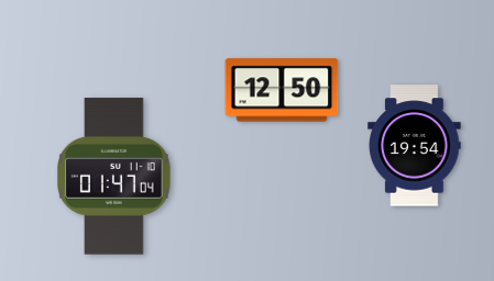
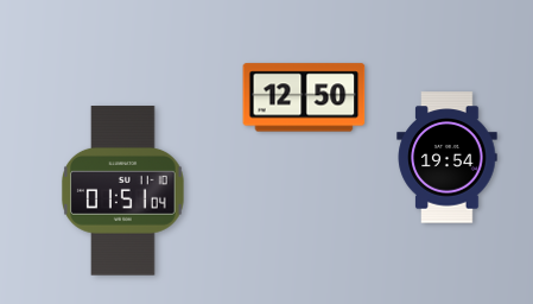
clock at (114, 177): 01:47 -> 01:51
